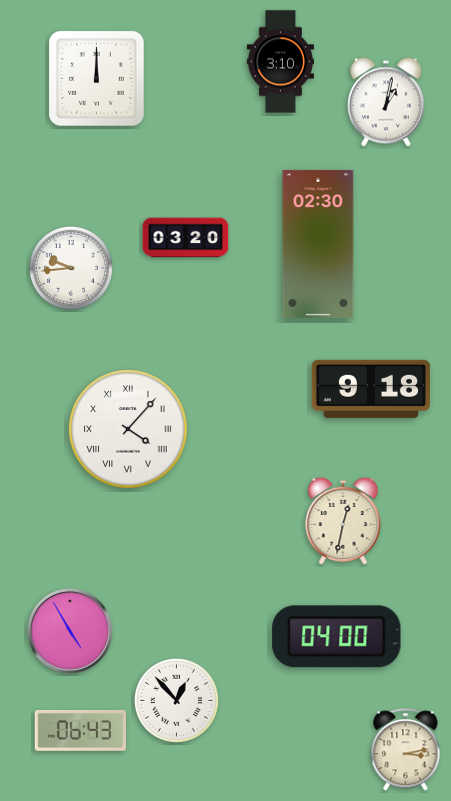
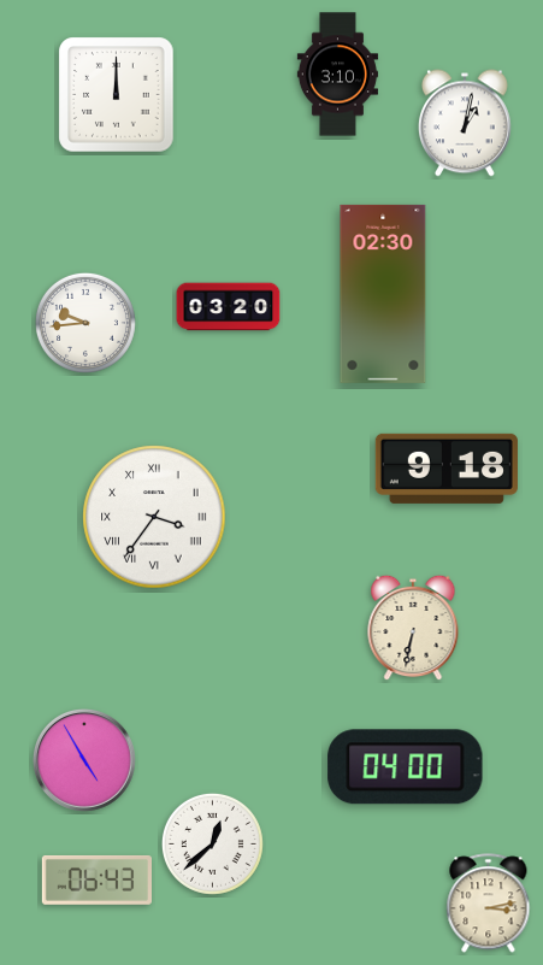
clock at (186, 238) position: (186, 238) -> (229, 307)
clock at (128, 429): 4:07 -> 3:36
clock at (343, 521): 12:32 -> 6:32
clock at (176, 700): 12:53 -> 12:38
